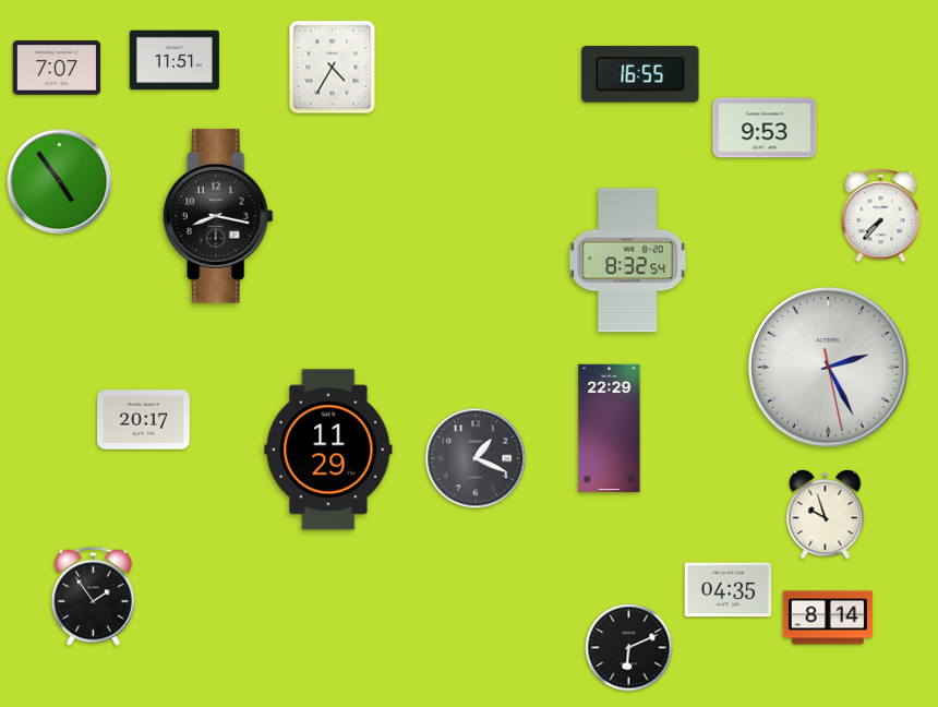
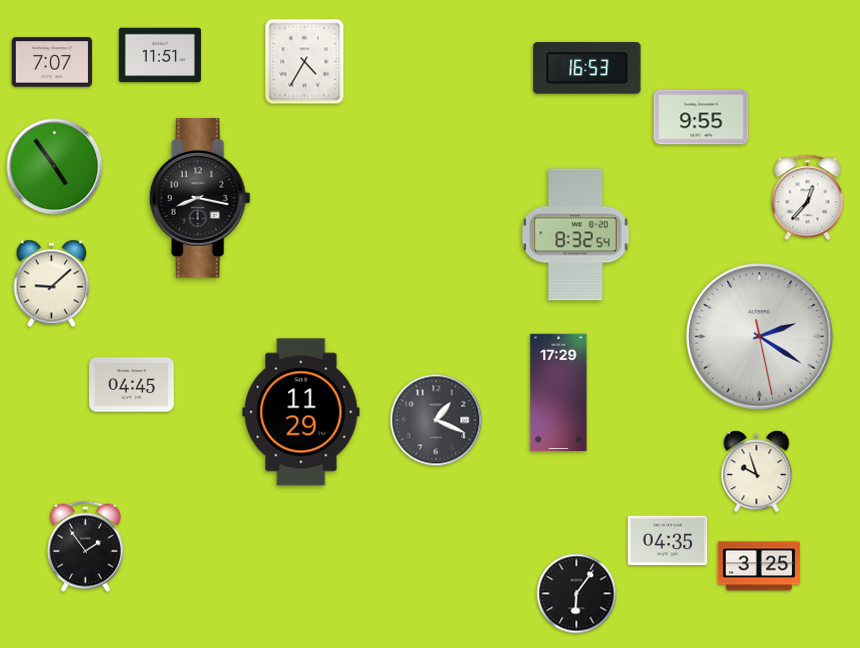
clock at (640, 74): 16:55 -> 16:53
clock at (765, 128): 9:53 -> 9:55
clock at (881, 216): 7:37 -> 12:37
clock at (628, 261) position: (628, 261) -> (576, 235)
clock at (52, 284): none -> 9:08
clock at (829, 368): 2:25 -> 2:20
clock at (144, 420): 20:17 -> 04:45
clock at (610, 429): 22:29 -> 17:29
clock at (828, 618): 8:14 -> 3:25
clock at (629, 648): 6:11 -> 6:06
